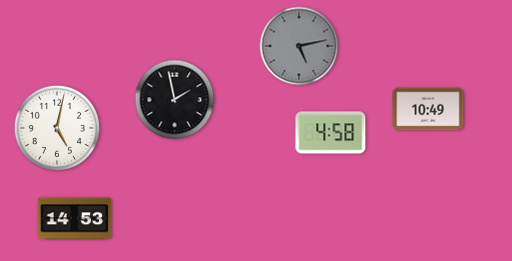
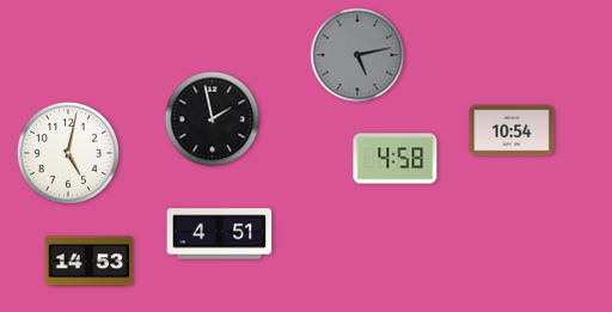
clock at (175, 100) position: (175, 100) -> (213, 120)
clock at (428, 109): 10:49 -> 10:54
clock at (220, 234): none -> 4:51
